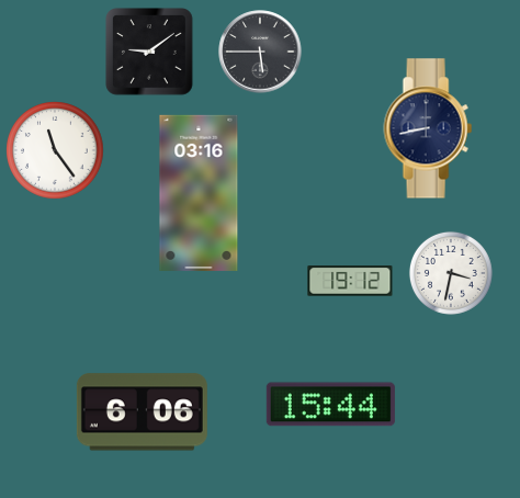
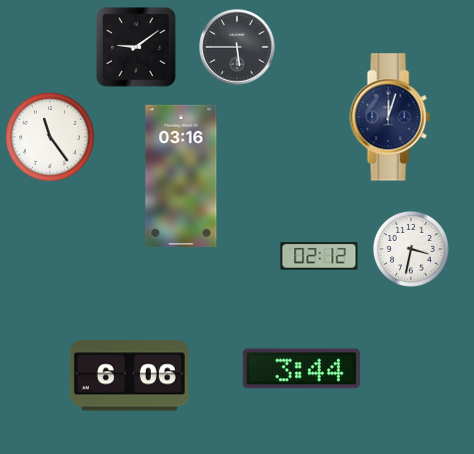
clock at (428, 128): 8:43 -> 12:03
clock at (350, 281): 19:12 -> 02:12
clock at (330, 405): 15:44 -> 3:44
